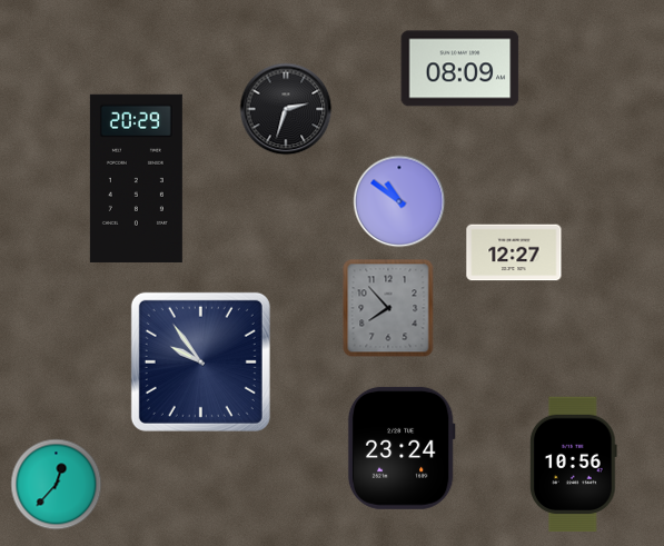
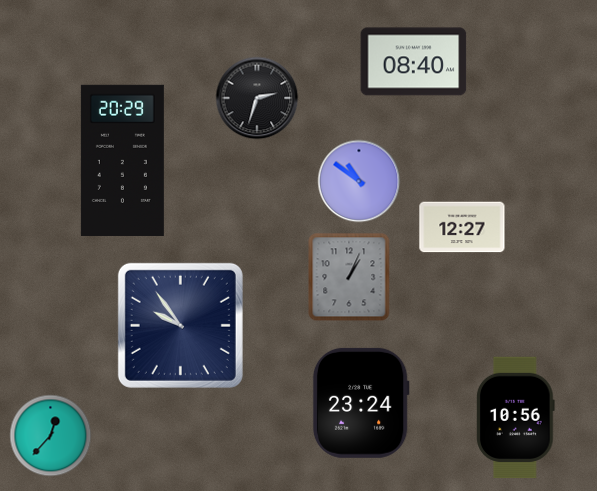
clock at (460, 69): 08:09 -> 08:40
clock at (388, 308): 7:53 -> 1:04
